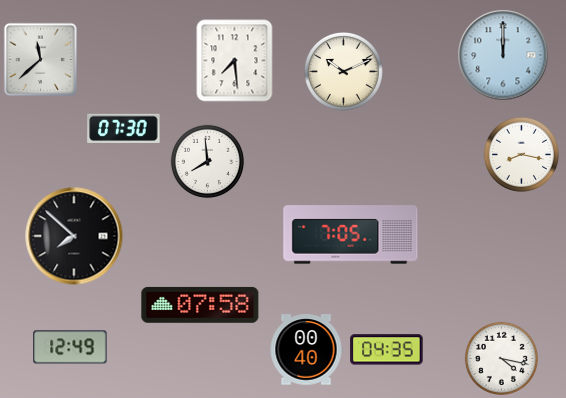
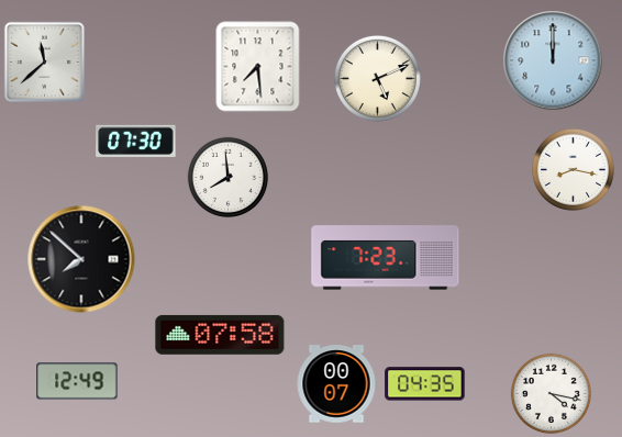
clock at (41, 60) position: (41, 60) -> (45, 63)
clock at (343, 71): 10:11 -> 5:11
clock at (351, 235): 7:05 -> 7:23
clock at (306, 350): 00:40 -> 00:07
